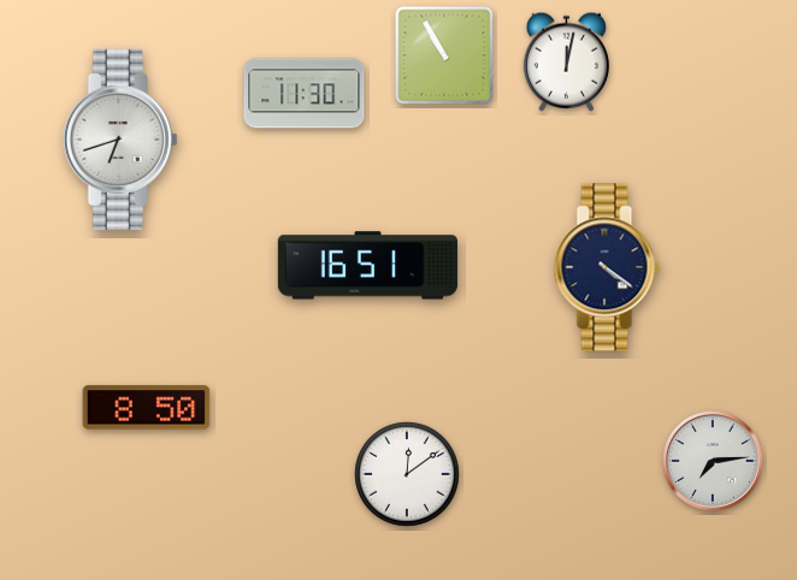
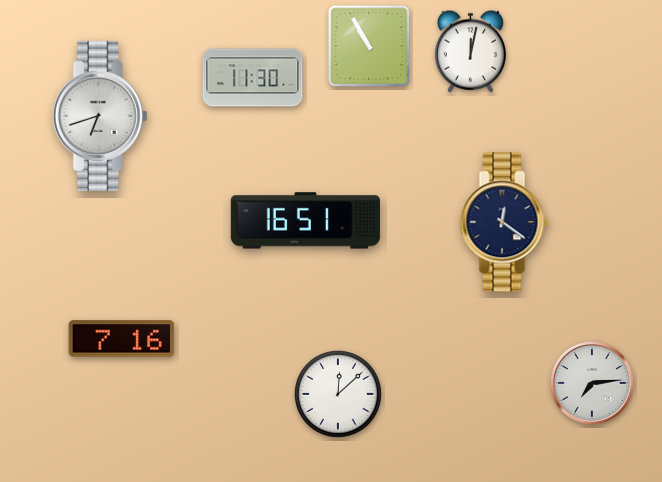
clock at (607, 267): 4:21 -> 12:21
clock at (147, 408): 8:50 -> 7:16
clock at (407, 474): 12:09 -> 12:08
